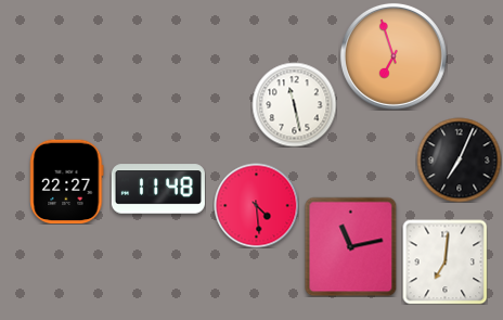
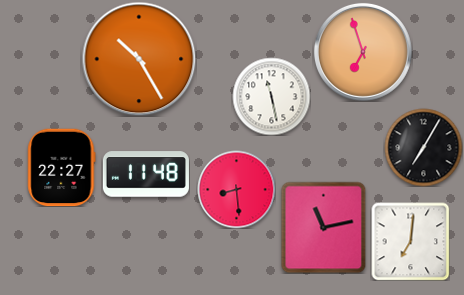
clock at (139, 59): none -> 10:25
clock at (459, 159): 7:04 -> 7:05
clock at (256, 205): 4:29 -> 8:29
